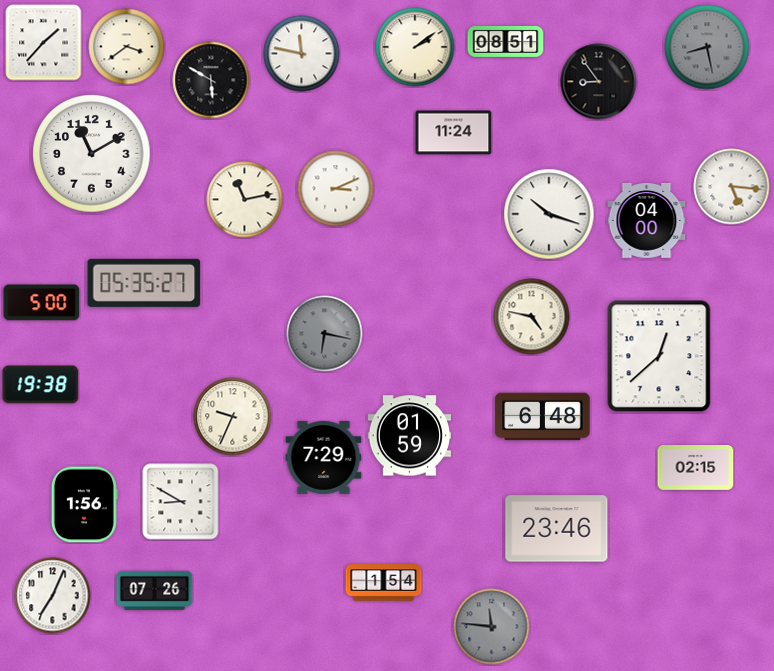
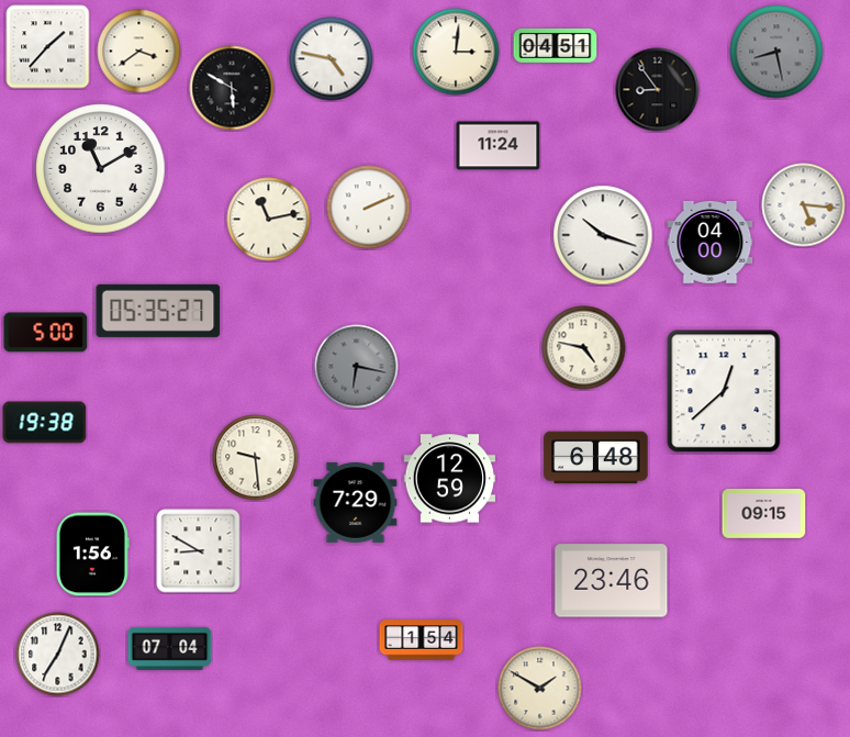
clock at (506, 41): 08:51 -> 04:51
clock at (415, 47): 2:09 -> 3:01
clock at (302, 54): 11:47 -> 4:47
clock at (336, 189): 3:11 -> 2:11
clock at (233, 417): 9:34 -> 9:29
clock at (410, 436): 01:59 -> 12:59
clock at (696, 468): 02:15 -> 09:15
clock at (155, 590): 07:26 -> 07:04
clock at (492, 627): 11:46 -> 1:50
clock at (492, 627) dial: grey -> cream
